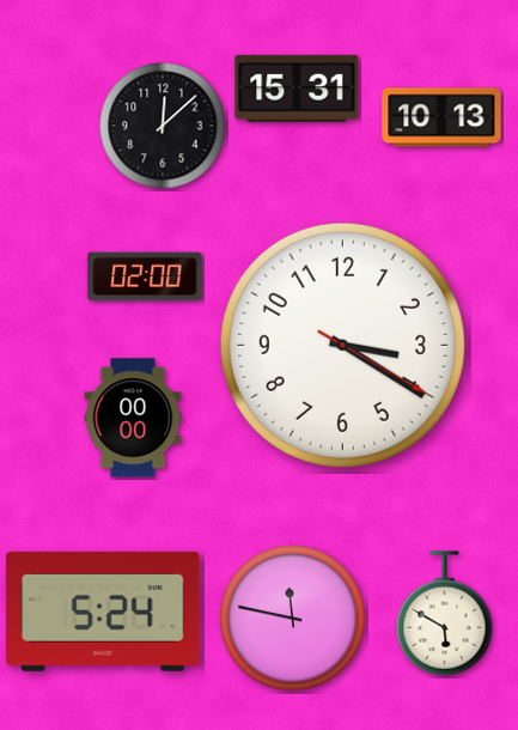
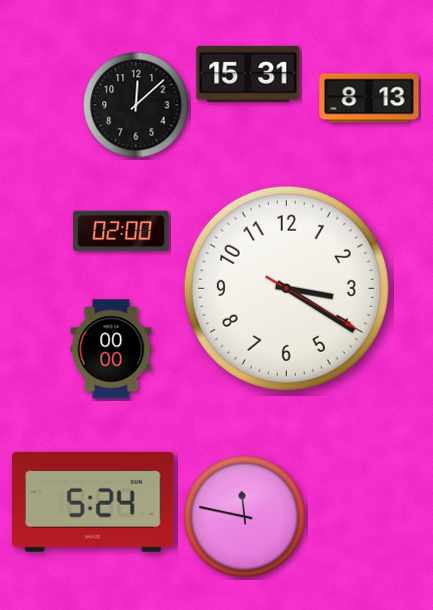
clock at (441, 117): 10:13 -> 8:13
clock at (103, 612) position: (103, 612) -> (93, 502)
clock at (445, 614): 5:50 -> none
